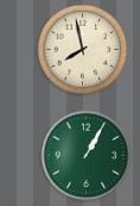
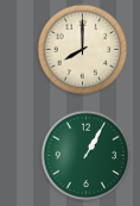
clock at (83, 50): 7:58 -> 8:00
